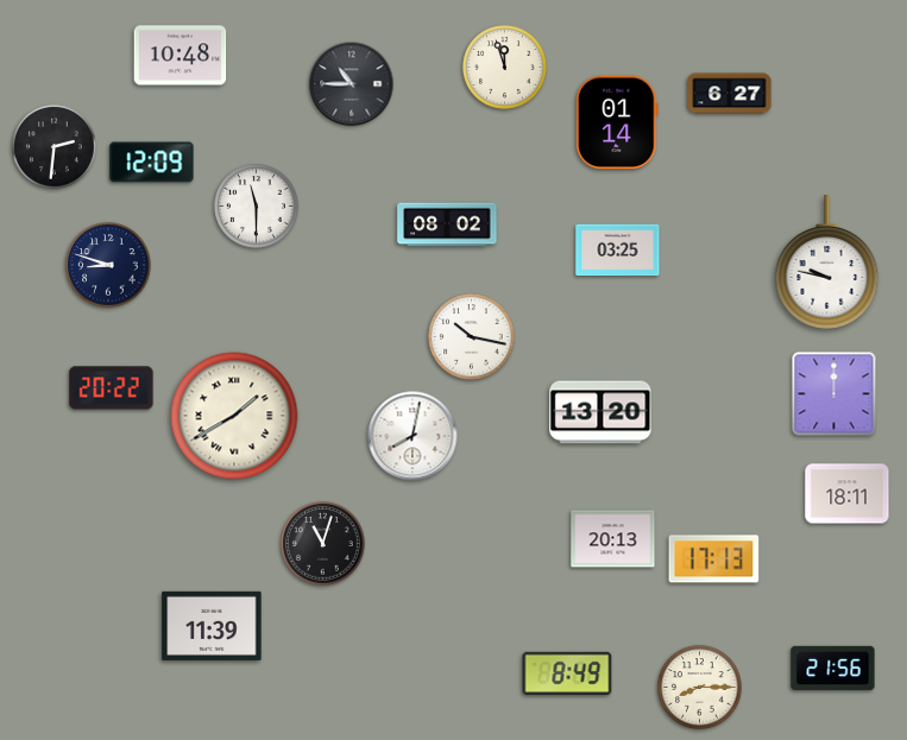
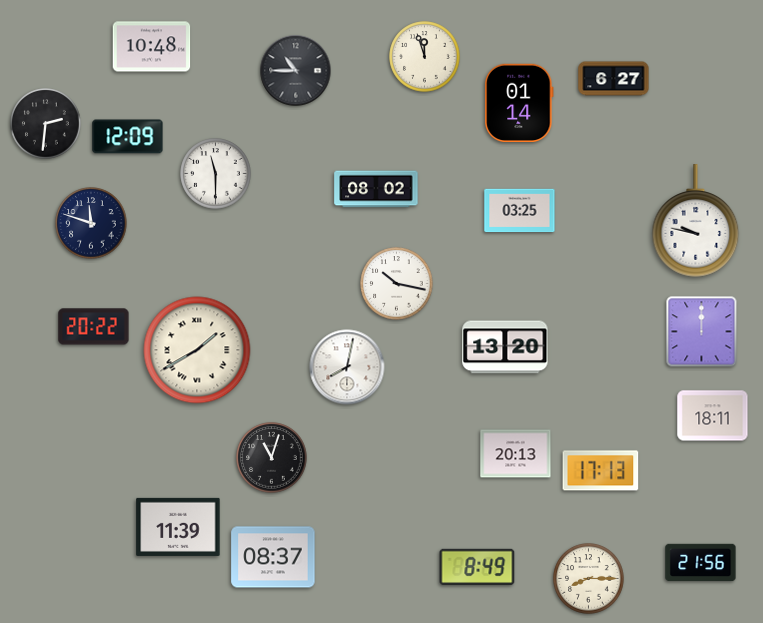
clock at (108, 265): 8:48 -> 11:48
clock at (273, 557): none -> 08:37
